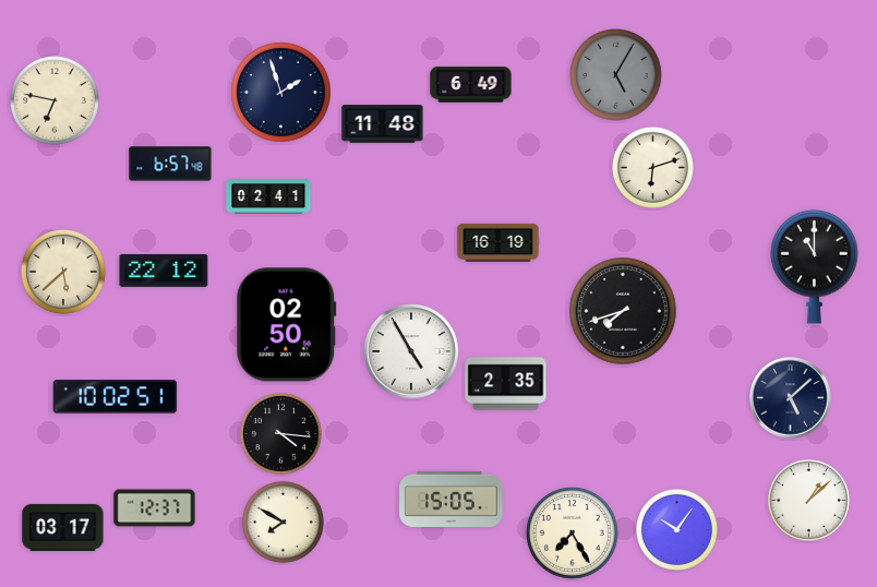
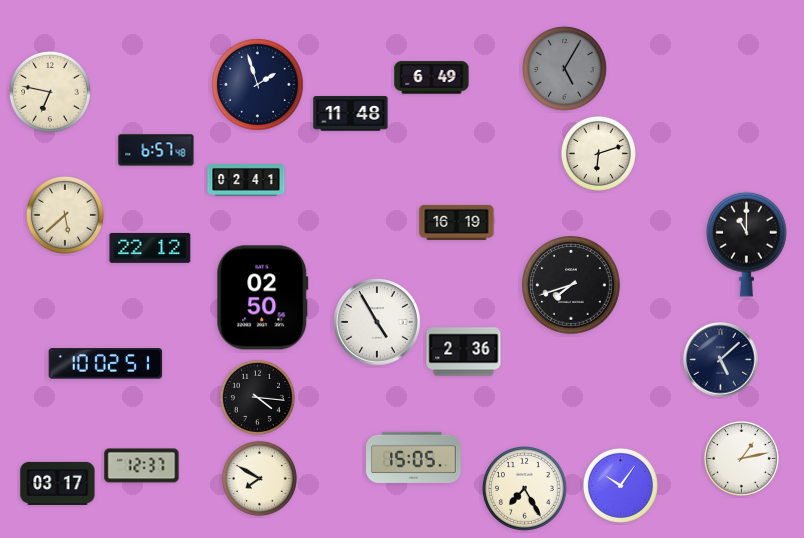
clock at (63, 272) position: (63, 272) -> (65, 215)
clock at (506, 384): 2:35 -> 2:36
clock at (791, 398) position: (791, 398) -> (721, 360)
clock at (808, 500): 1:08 -> 1:13
